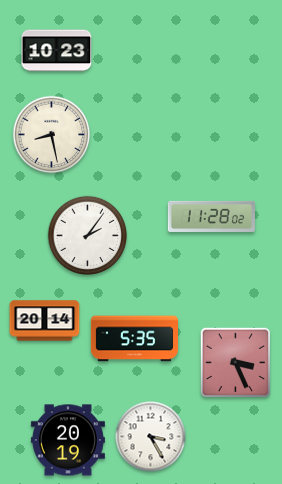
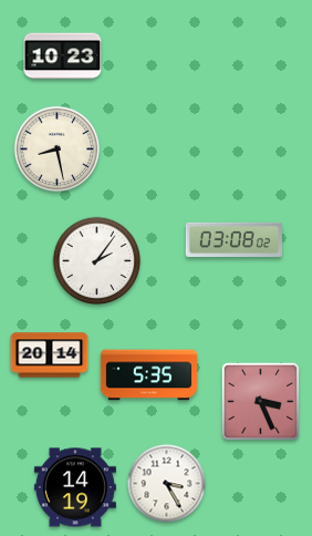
clock at (211, 216): 11:28 -> 03:08
clock at (68, 440): 20:19 -> 14:19
